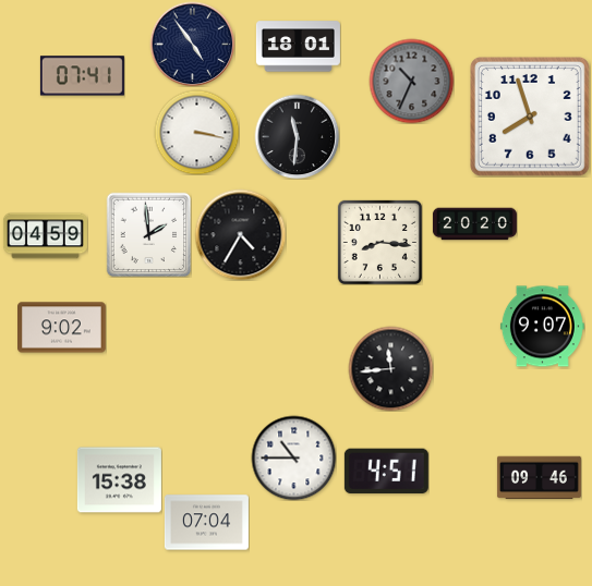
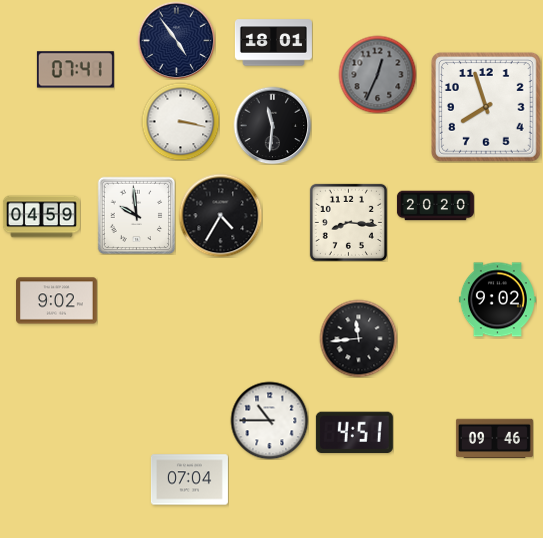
clock at (411, 81): 10:34 -> 12:34
clock at (148, 234): 1:59 -> 9:59
clock at (542, 327): 9:07 -> 9:02
clock at (119, 480): 15:38 -> none
